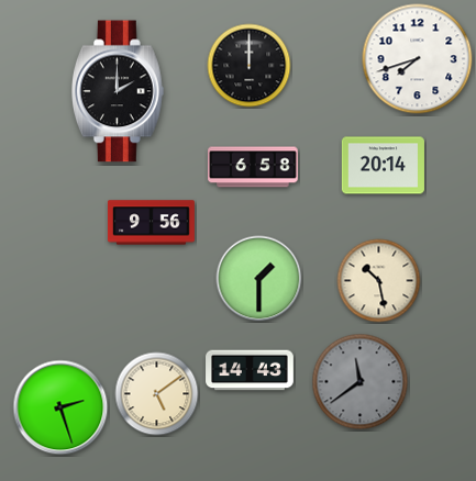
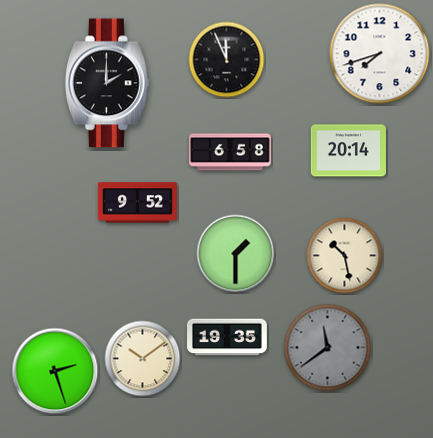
clock at (250, 66): 12:00 -> 11:56
clock at (152, 223): 9:56 -> 9:52
clock at (250, 370): 14:43 -> 19:35
clock at (157, 394): 5:09 -> 10:09
